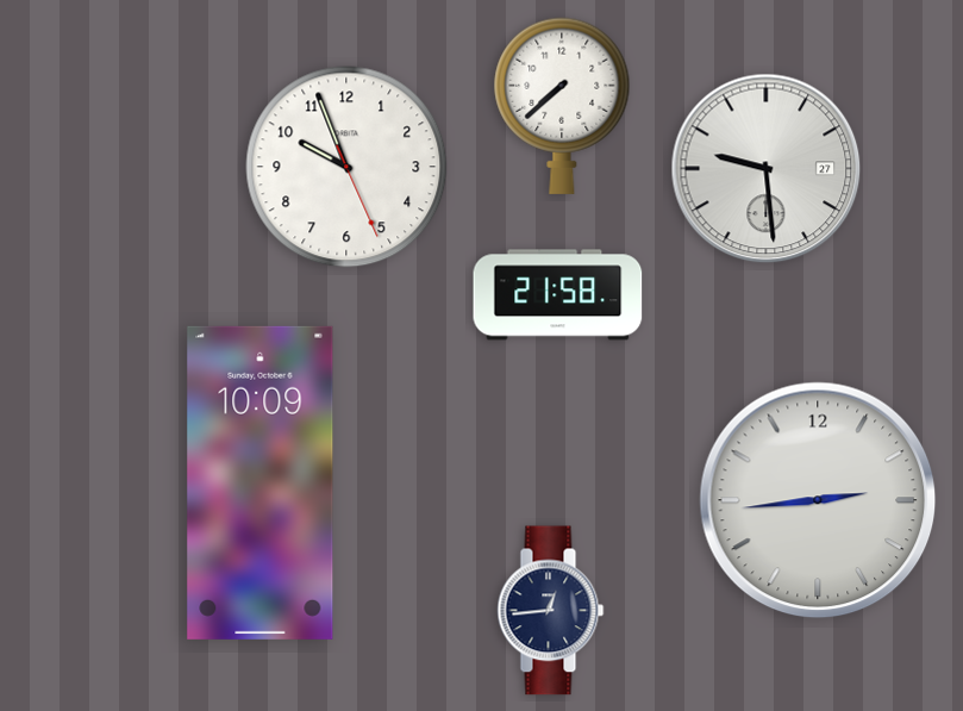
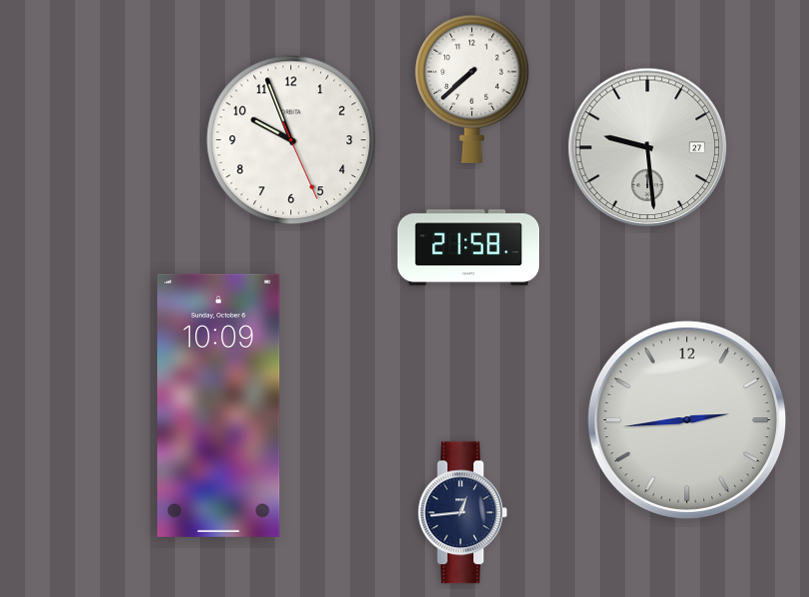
clock at (767, 169) position: (767, 169) -> (648, 148)
